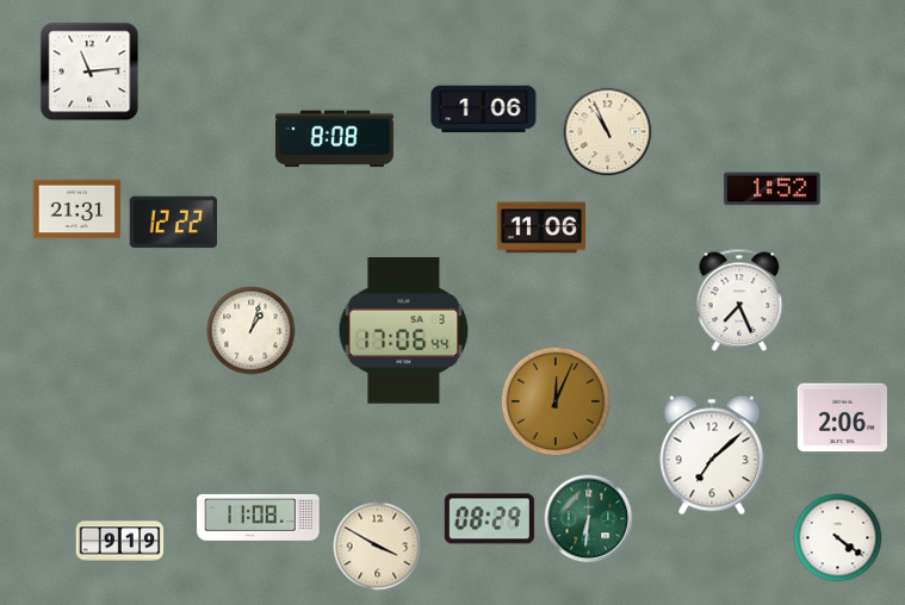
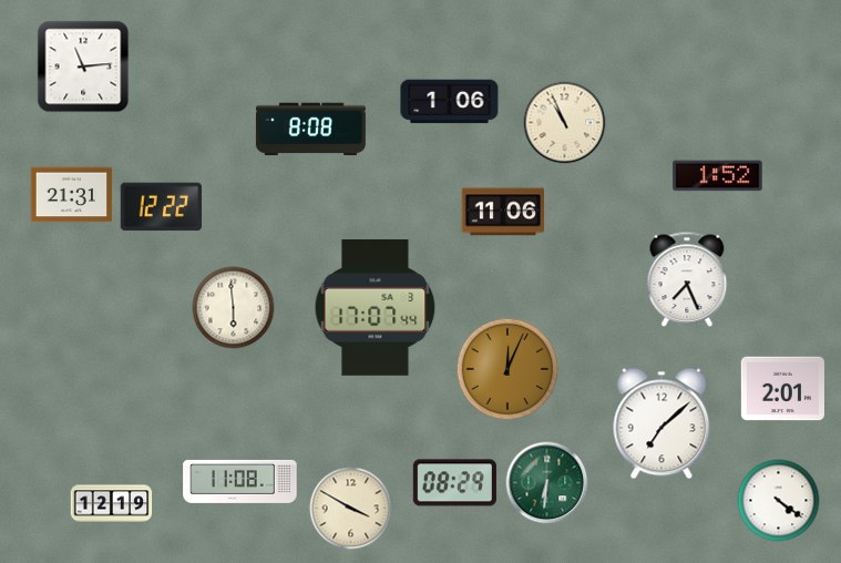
clock at (404, 330): 17:06 -> 17:07
clock at (252, 331): 1:03 -> 5:59
clock at (556, 401) position: (556, 401) -> (507, 369)
clock at (842, 418): 2:06 -> 2:01
clock at (120, 542): 9:19 -> 12:19
